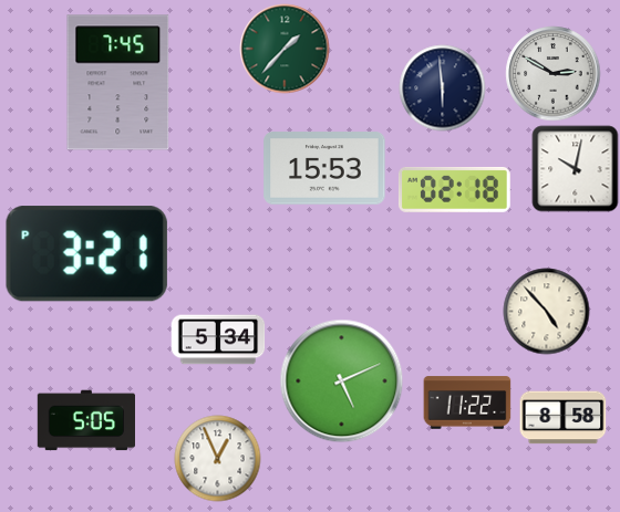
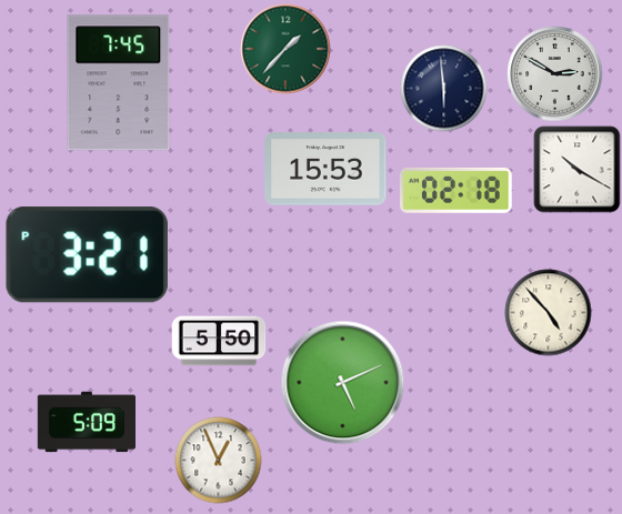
clock at (575, 168): 10:02 -> 10:20
clock at (218, 339): 5:34 -> 5:50
clock at (467, 403): 11:22 -> none
clock at (562, 418): 8:58 -> none
clock at (85, 420): 5:05 -> 5:09
